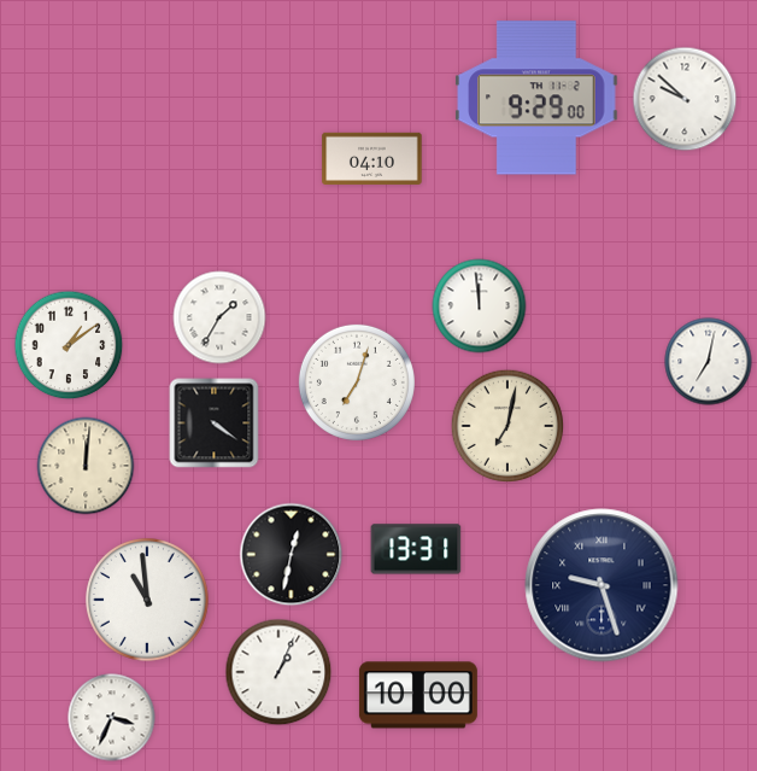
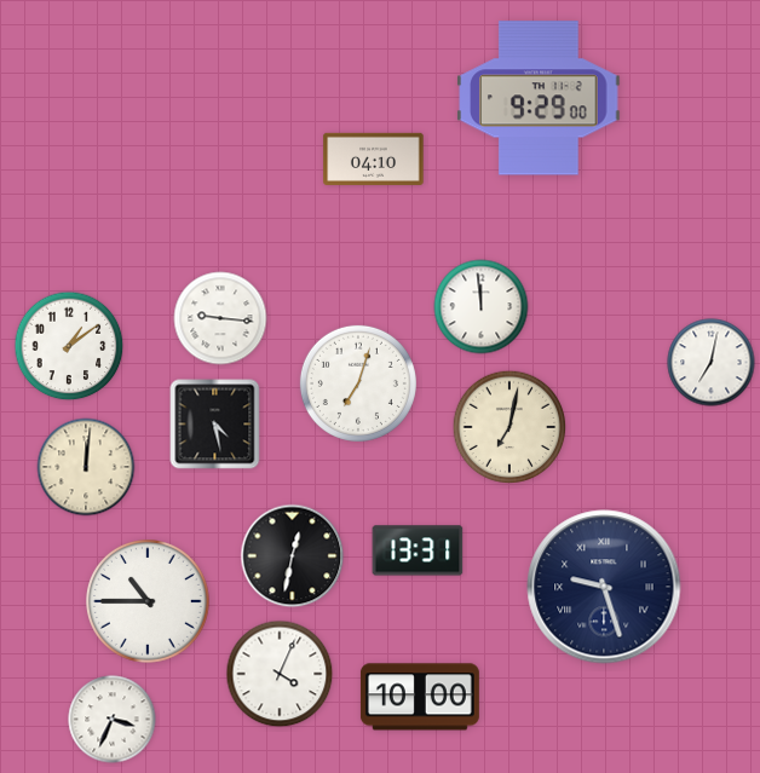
clock at (685, 99): 9:52 -> none
clock at (219, 317): 1:35 -> 9:16
clock at (215, 424): 4:21 -> 4:28
clock at (148, 601): 10:59 -> 10:45
clock at (278, 672): 1:04 -> 4:04
